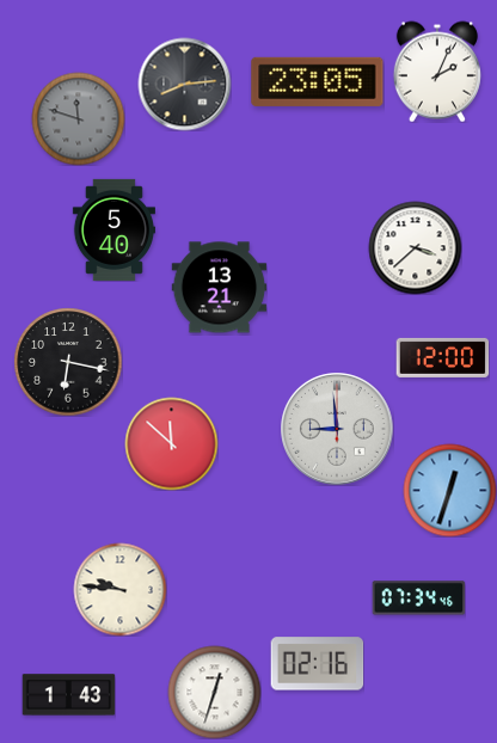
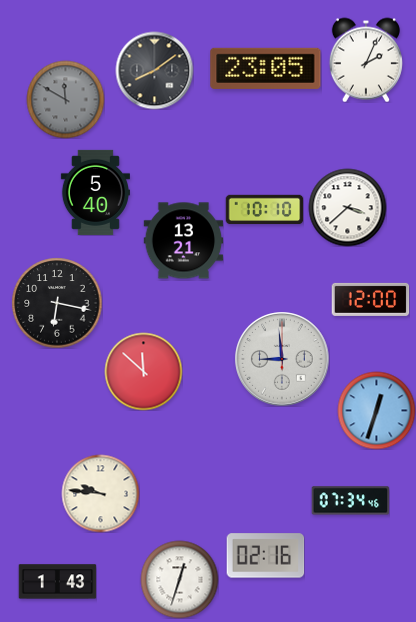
clock at (184, 84): 8:14 -> 8:09
clock at (78, 118): 11:48 -> 11:50
clock at (264, 210): none -> 10:10
